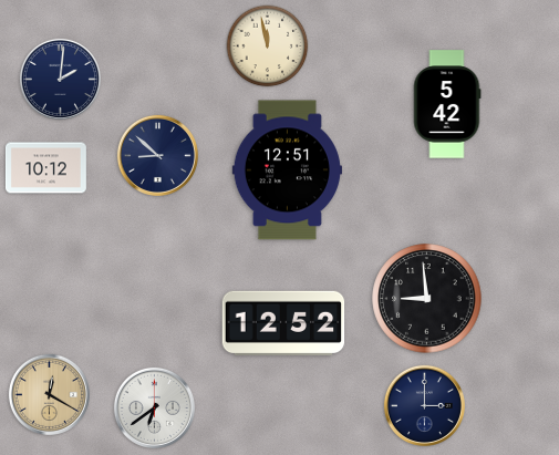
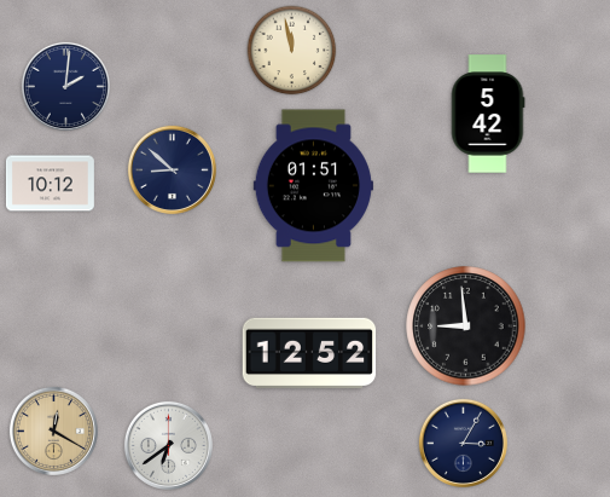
clock at (287, 170): 12:51 -> 01:51
clock at (424, 405): 3:00 -> 3:05
